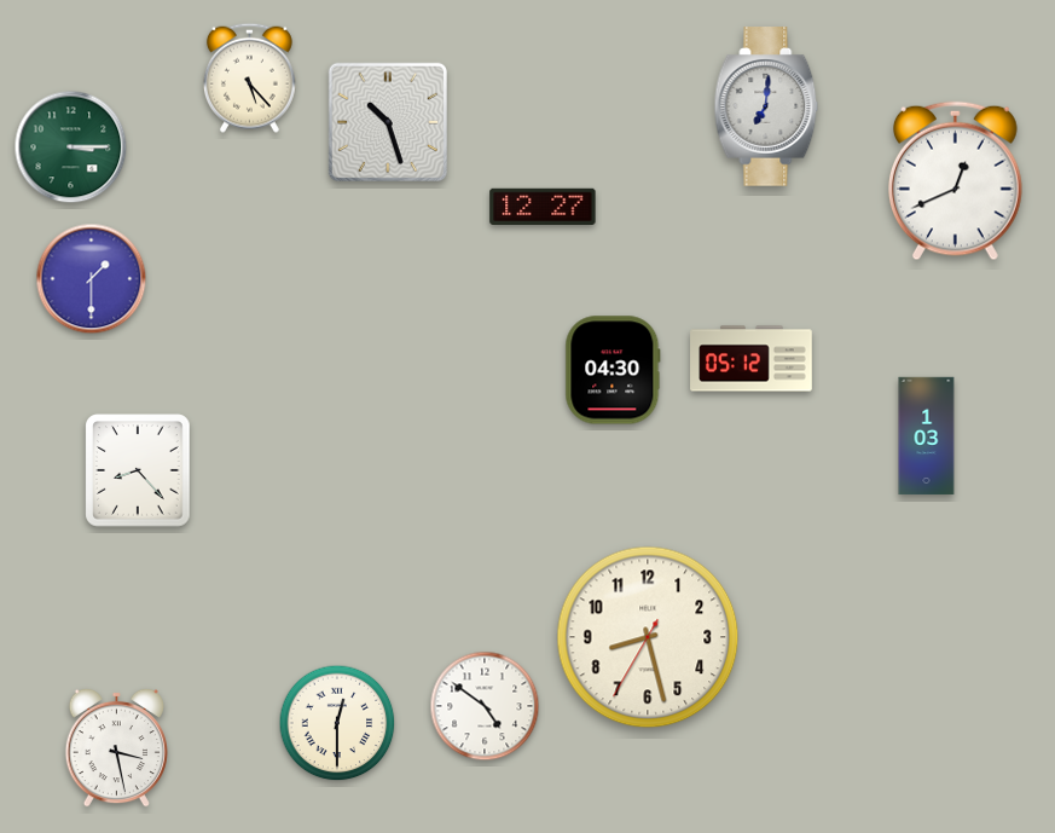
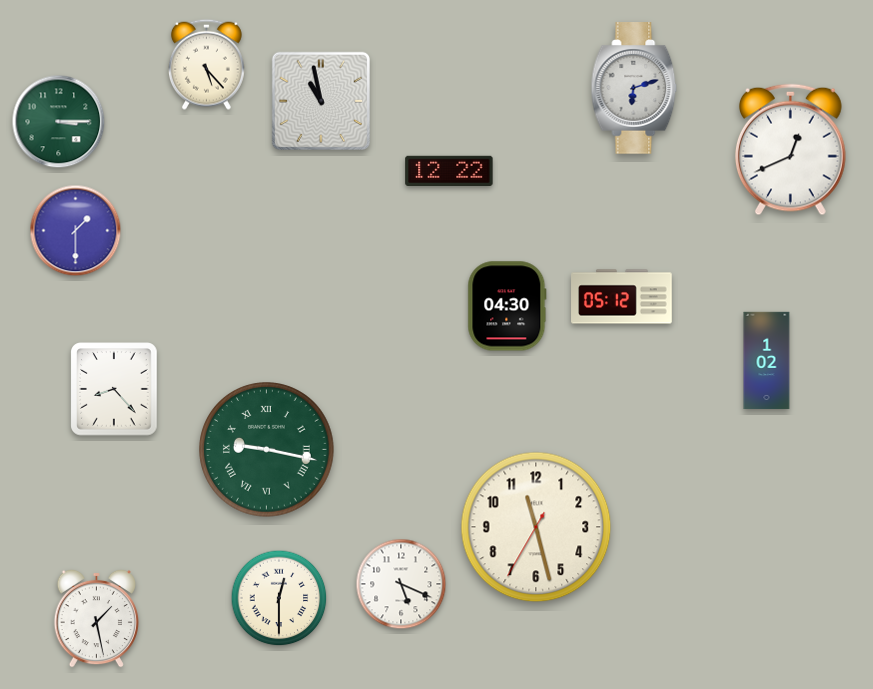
clock at (766, 106): 7:01 -> 6:12
clock at (388, 122): 10:27 -> 10:58
clock at (543, 206): 12:27 -> 12:22
clock at (927, 436): 1:03 -> 1:02
clock at (267, 450): none -> 9:17
clock at (648, 637): 8:27 -> 11:27
clock at (485, 706): 4:51 -> 5:19
clock at (116, 747): 3:28 -> 1:28
